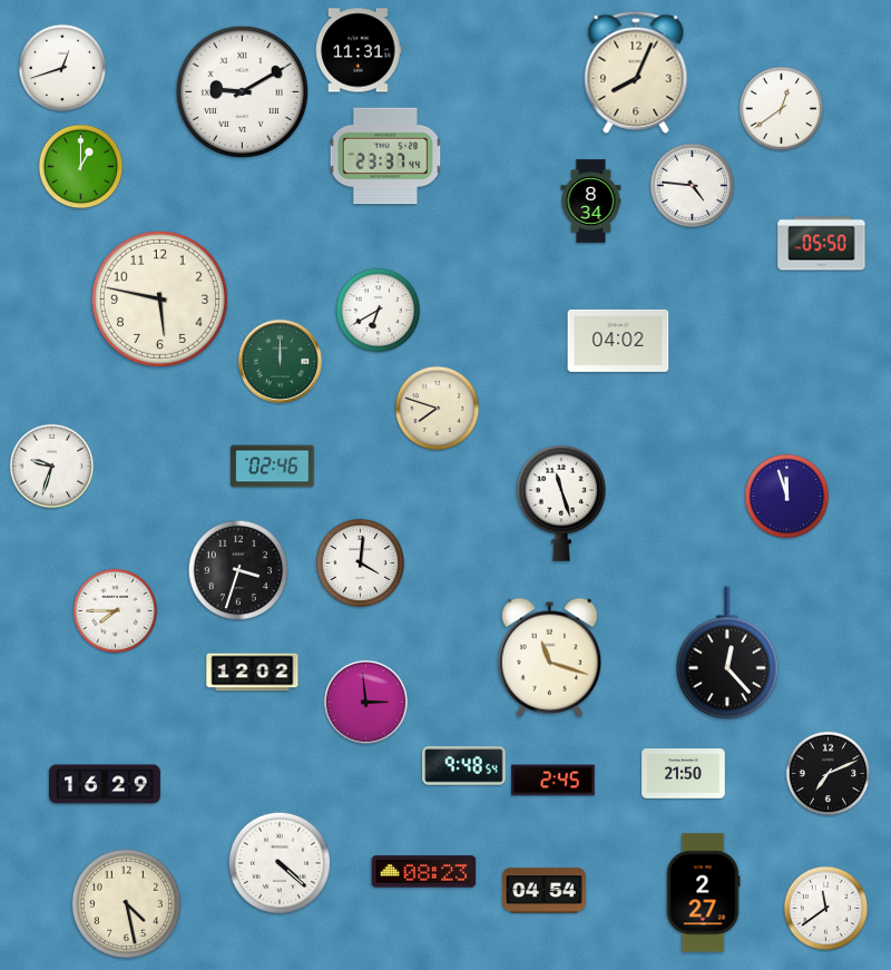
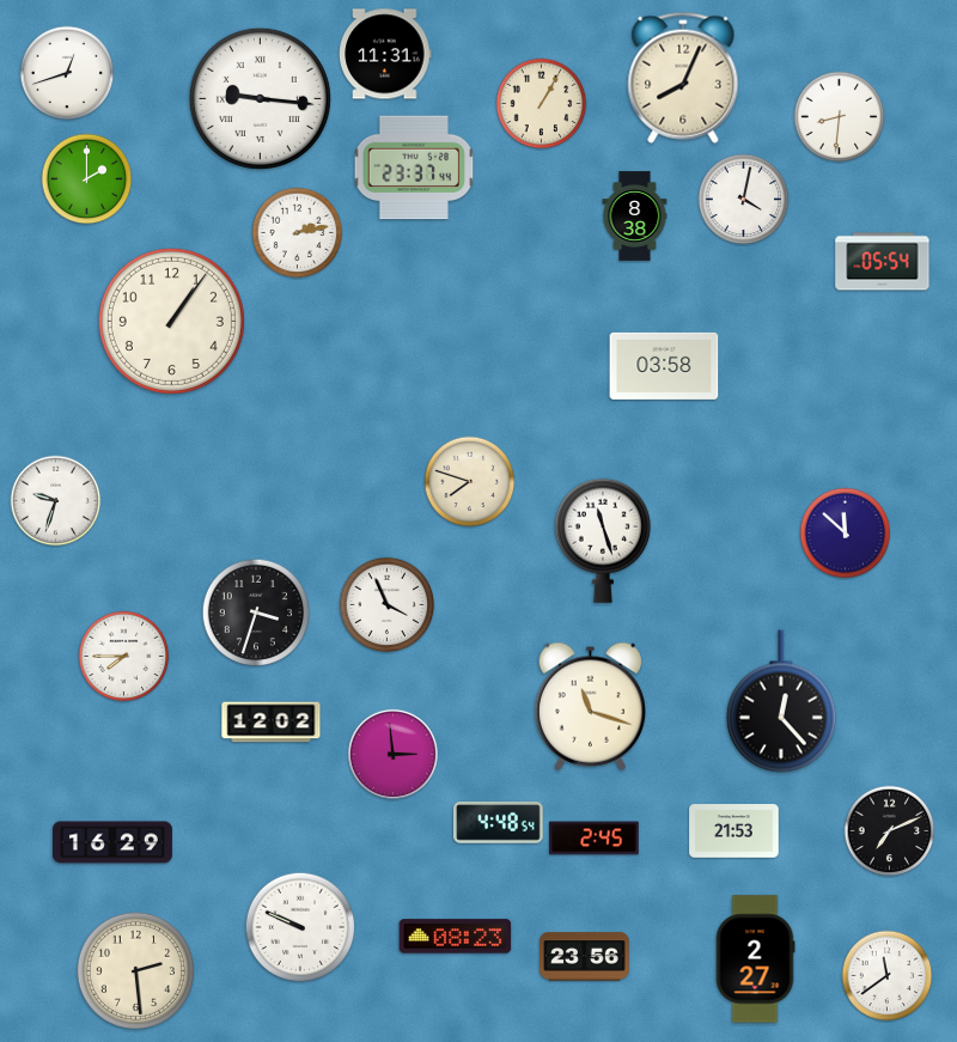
clock at (242, 91): 9:10 -> 9:16
clock at (542, 104): none -> 1:05
clock at (782, 109): 12:39 -> 8:31
clock at (81, 167): 1:00 -> 2:00
clock at (693, 186): 4:46 -> 4:02
clock at (591, 202): 8:34 -> 8:38
clock at (298, 233): none -> 2:13
clock at (822, 244): 05:50 -> 05:54
clock at (159, 298): 5:47 -> 1:06
clock at (379, 311): 6:40 -> none
clock at (618, 341): 04:02 -> 03:58
clock at (280, 361): 12:00 -> none
clock at (438, 409) position: (438, 409) -> (470, 482)
clock at (273, 467): 02:46 -> none
clock at (787, 497): 11:57 -> 11:52
clock at (361, 564): 4:01 -> 3:56
clock at (464, 766): 9:48 -> 4:48
clock at (684, 774): 21:50 -> 21:53
clock at (280, 863): 4:22 -> 9:49
clock at (545, 891): 04:54 -> 23:56
clock at (126, 903): 4:28 -> 2:29
